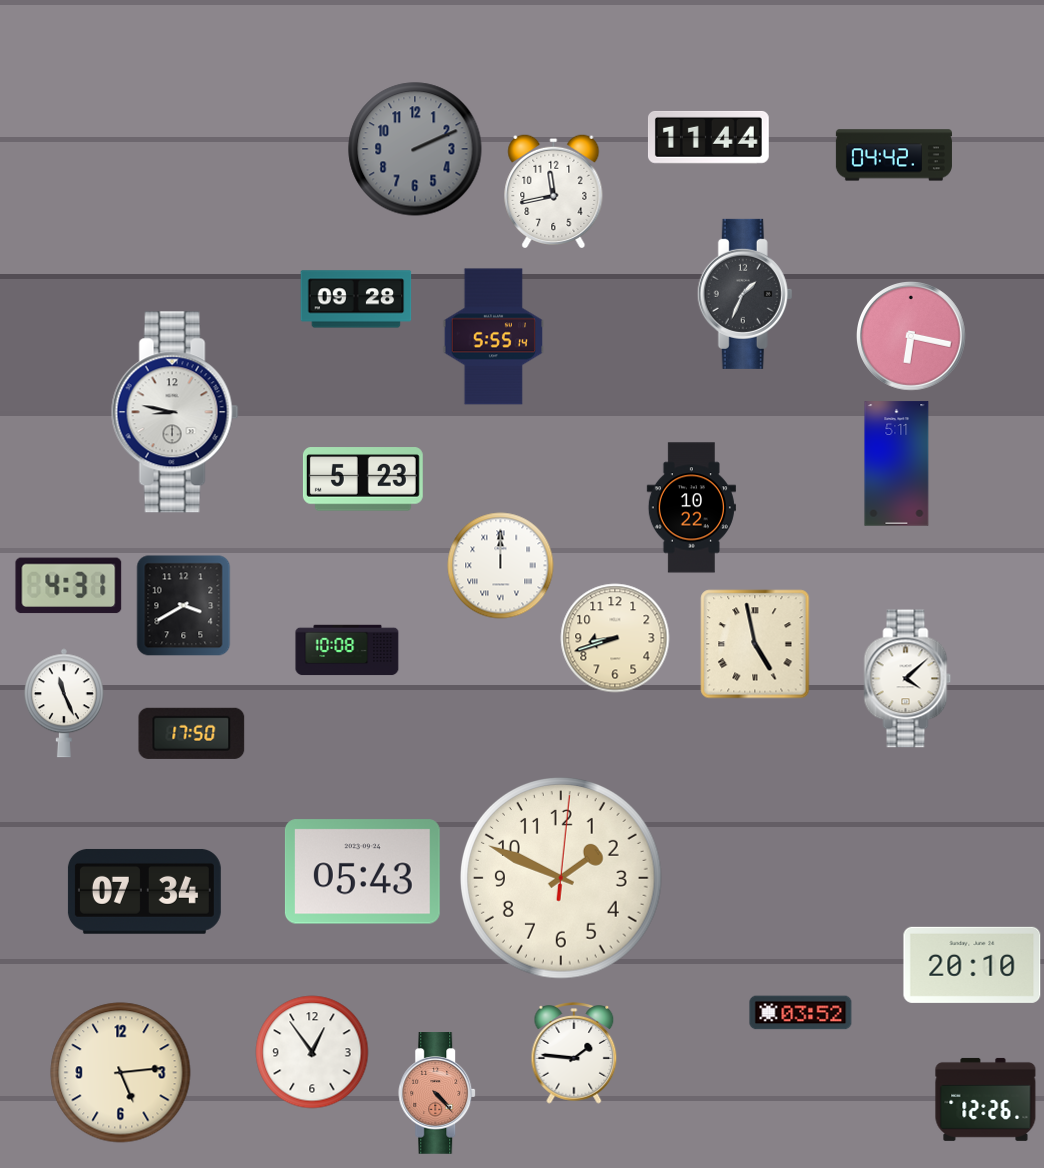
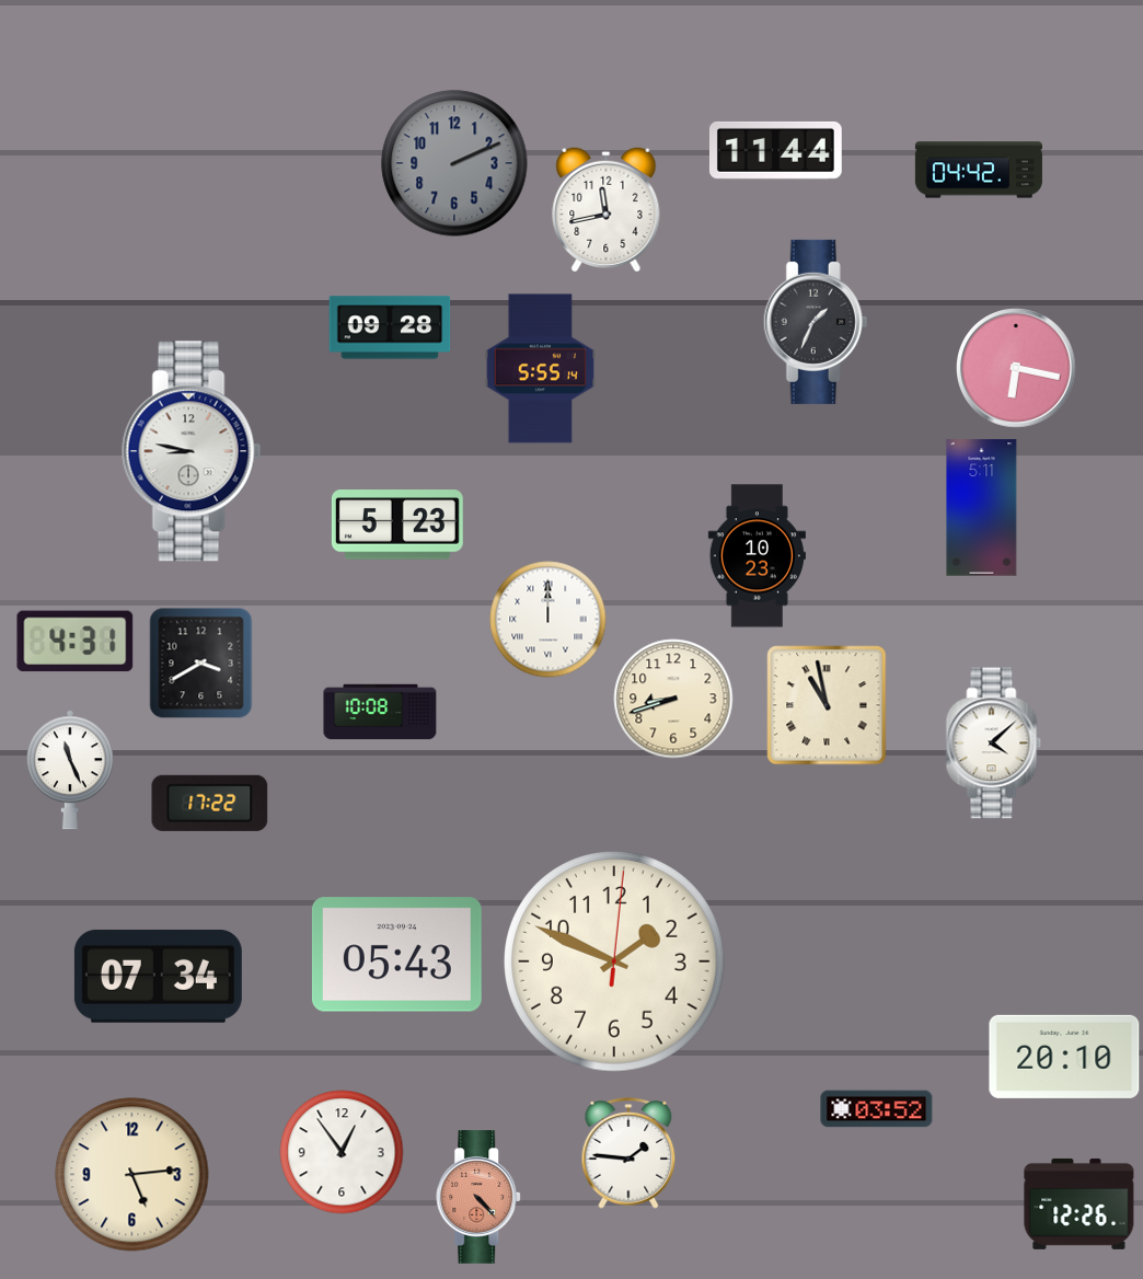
clock at (912, 337) position: (912, 337) -> (1017, 369)
clock at (691, 508): 10:22 -> 10:23
clock at (755, 644): 4:58 -> 10:58
clock at (192, 733): 17:50 -> 17:22
